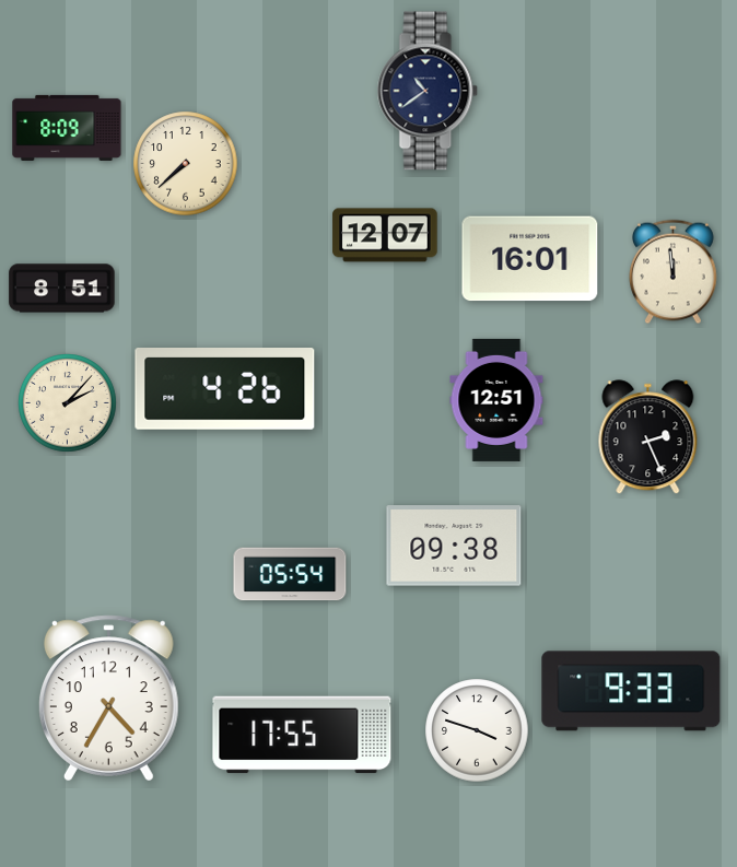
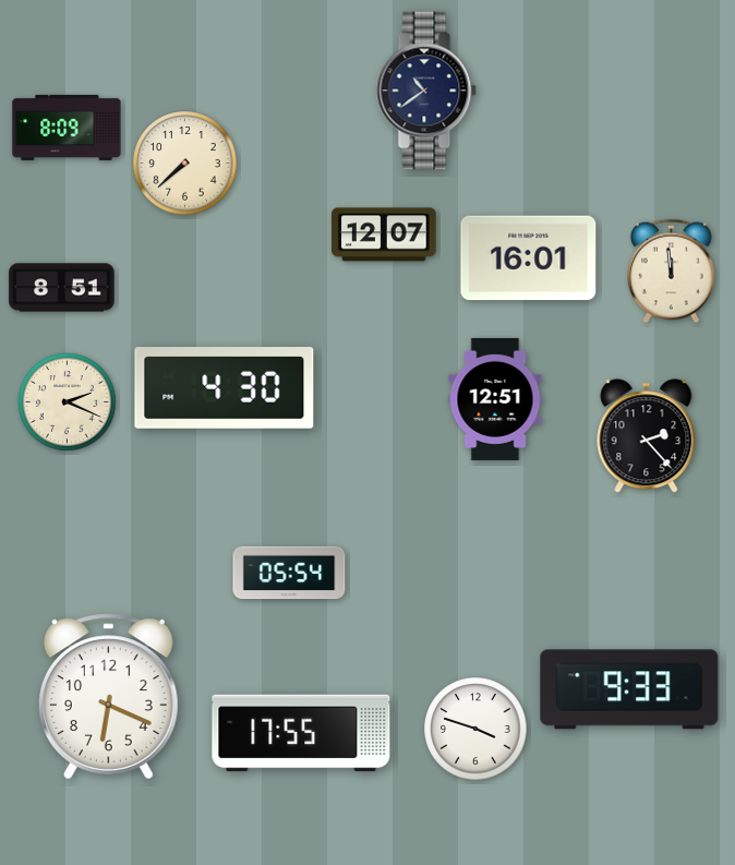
clock at (225, 389): 4:26 -> 4:30
clock at (68, 403): 2:07 -> 2:19
clock at (648, 437): 2:26 -> 2:23
clock at (454, 546): 09:38 -> none
clock at (108, 699): 4:35 -> 6:19
